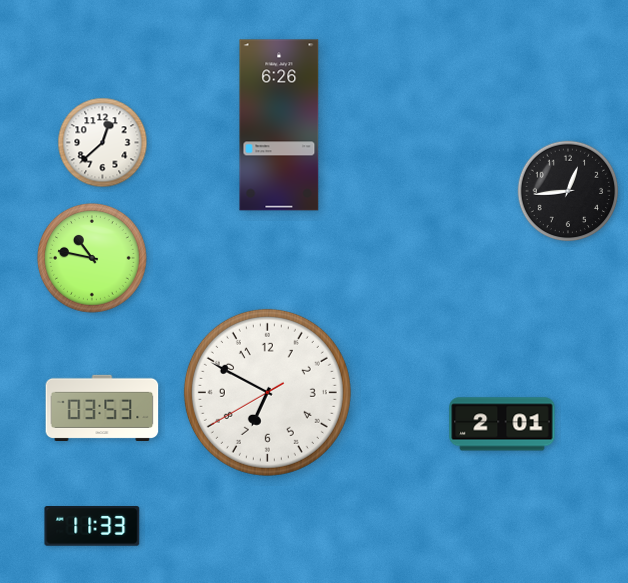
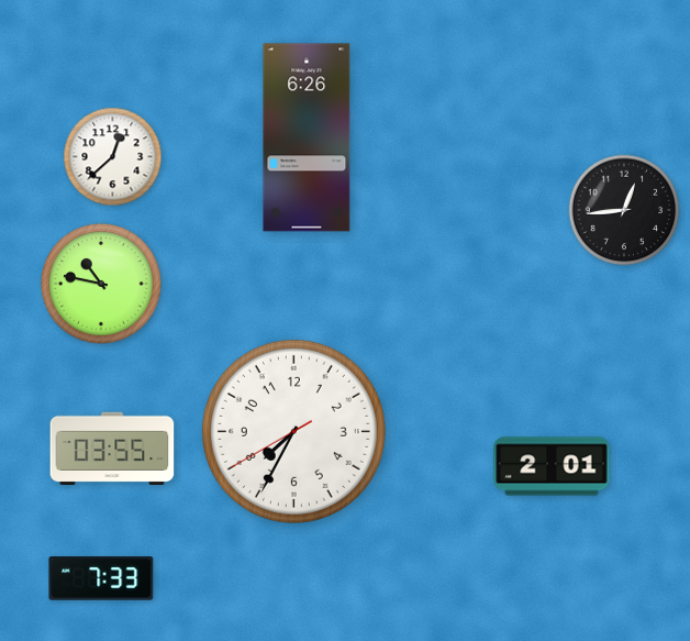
clock at (267, 392): 6:49 -> 7:34
clock at (102, 407): 03:53 -> 03:55
clock at (92, 527): 11:33 -> 7:33
